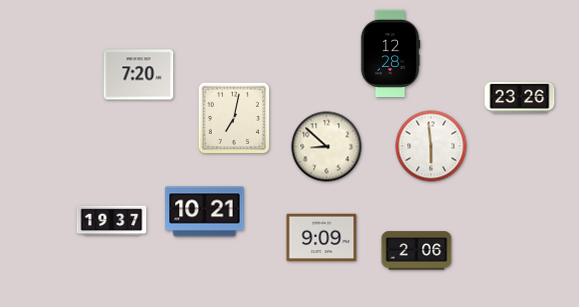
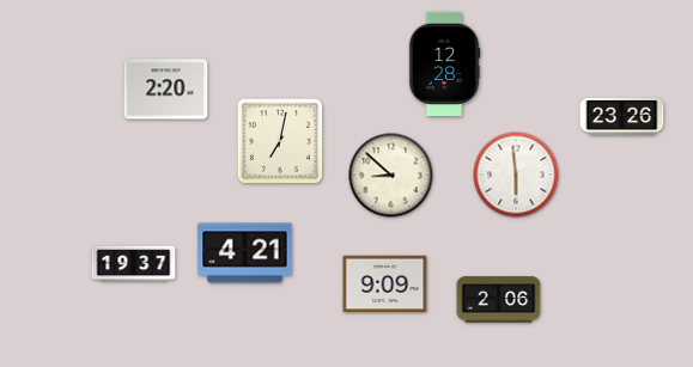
clock at (390, 53) position: (390, 53) -> (444, 63)
clock at (139, 75): 7:20 -> 2:20
clock at (205, 212): 10:21 -> 4:21
